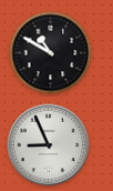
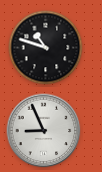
clock at (51, 53): 10:50 -> 10:48
